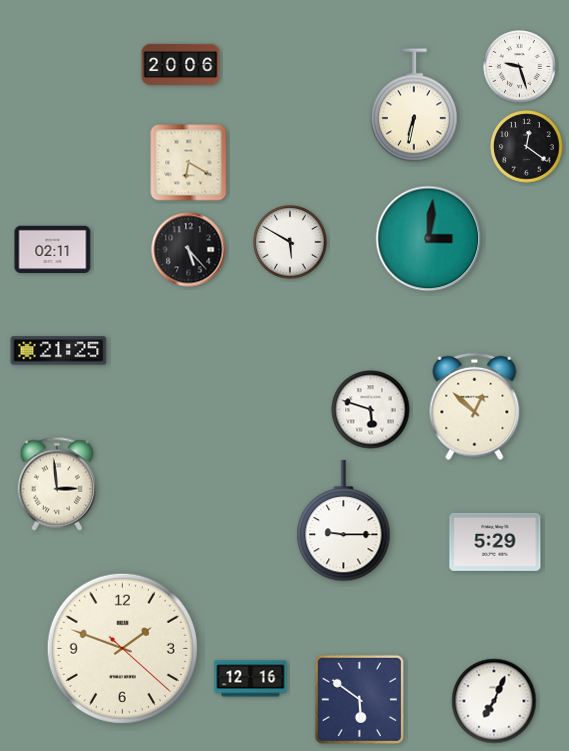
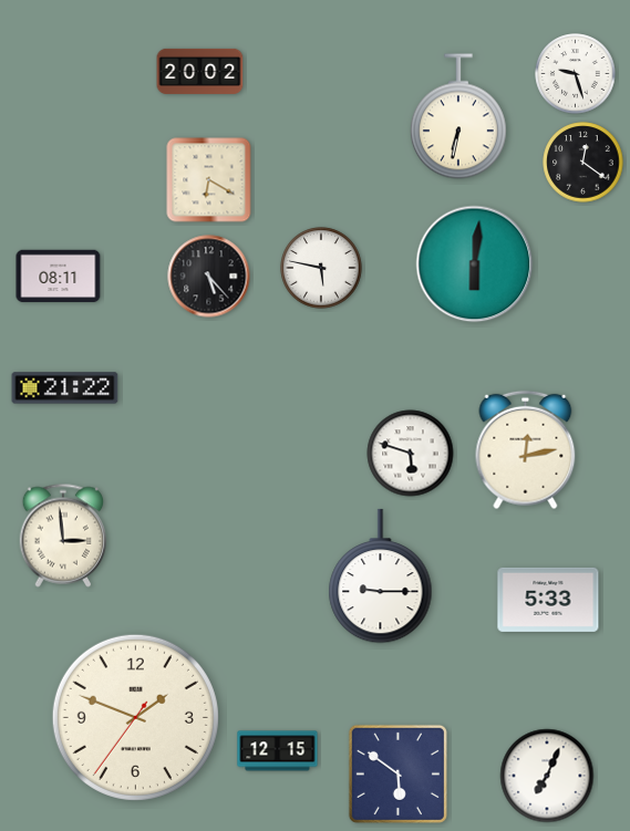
clock at (181, 64): 20:06 -> 20:02
clock at (429, 239): 3:01 -> 6:01
clock at (290, 242): 5:50 -> 5:47
clock at (53, 250): 02:11 -> 08:11
clock at (59, 351): 21:25 -> 21:22
clock at (475, 407): 12:52 -> 12:13
clock at (495, 542): 5:29 -> 5:33
clock at (122, 648): 1:48:22 -> 1:48:36
clock at (251, 679): 12:16 -> 12:15
